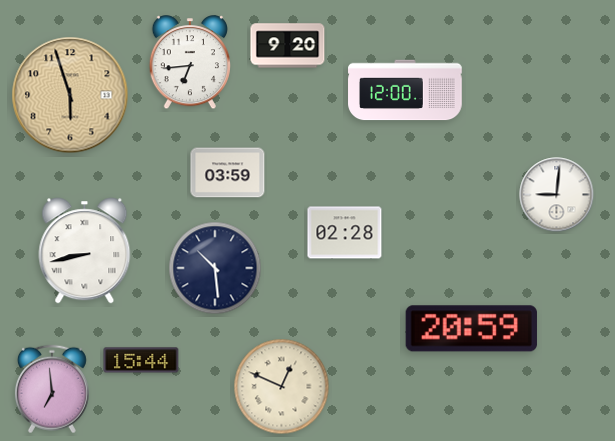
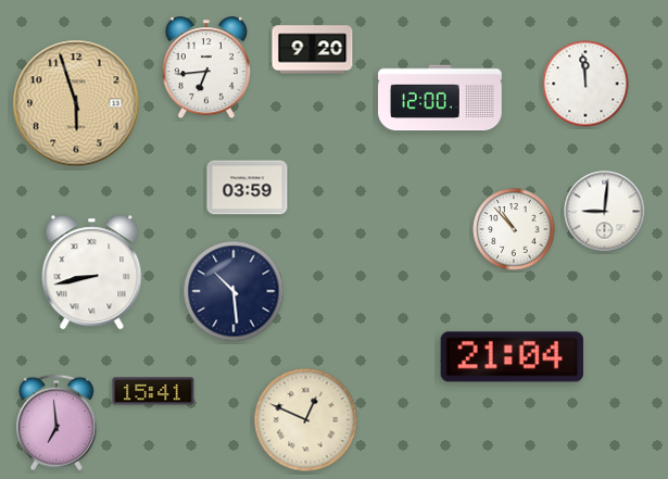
clock at (585, 84): none -> 11:59
clock at (514, 229): none -> 10:53
clock at (345, 233): 02:28 -> none
clock at (471, 329): 20:59 -> 21:04
clock at (141, 360): 15:44 -> 15:41
